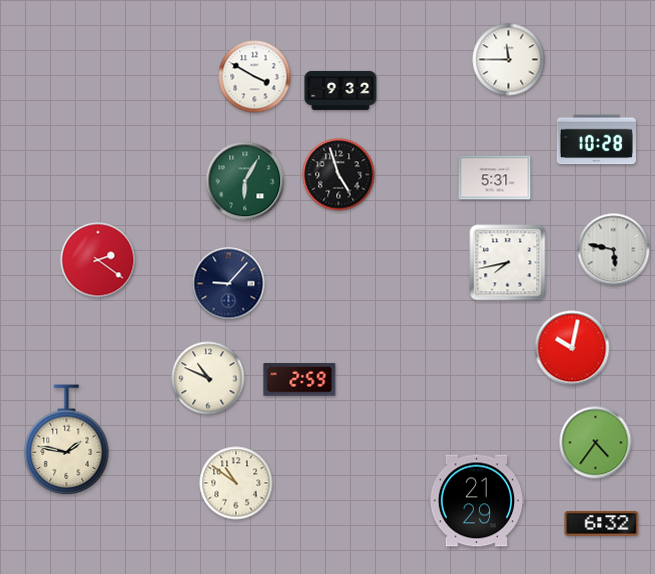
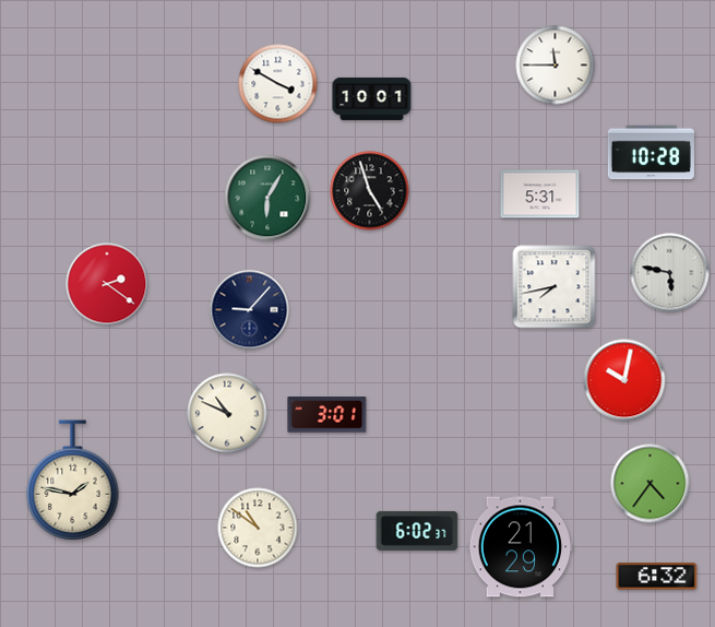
clock at (341, 90): 9:32 -> 10:01
clock at (300, 380): 2:59 -> 3:01
clock at (417, 531): none -> 6:02
clock at (602, 524) position: (602, 524) -> (657, 577)
